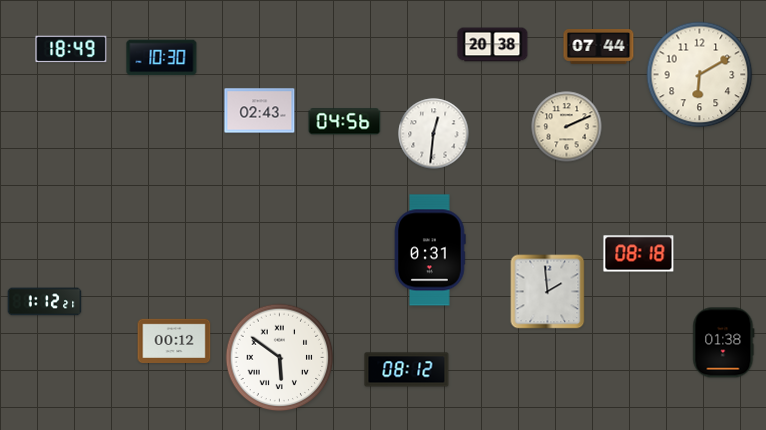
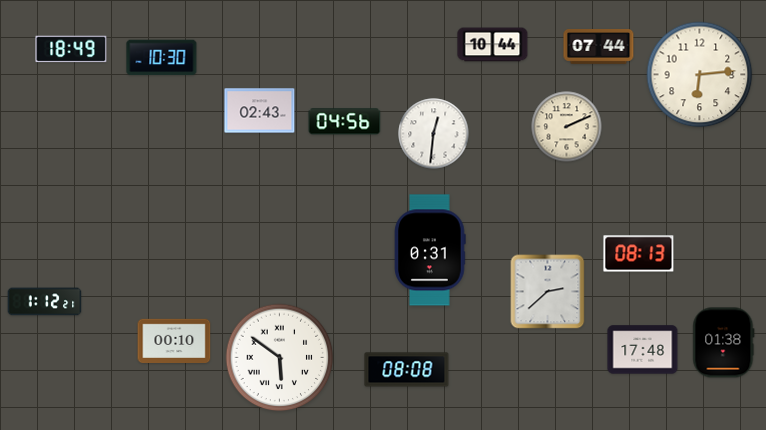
clock at (493, 45): 20:38 -> 10:44
clock at (700, 75): 6:10 -> 6:14
clock at (639, 254): 08:18 -> 08:13
clock at (548, 292): 1:59 -> 2:38
clock at (174, 340): 00:12 -> 00:10
clock at (643, 350): none -> 17:48
clock at (407, 370): 08:12 -> 08:08
